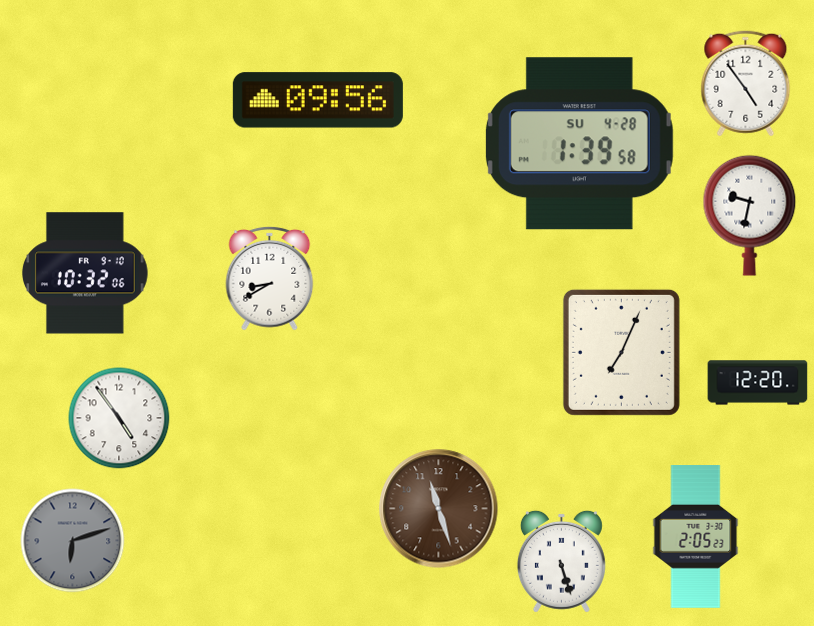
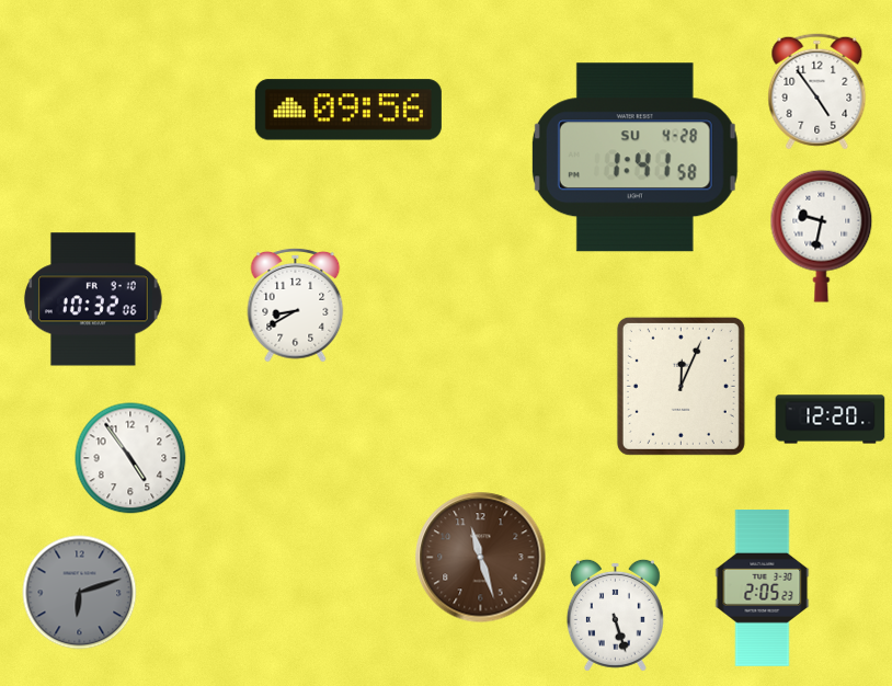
clock at (579, 144): 1:39 -> 1:41
clock at (621, 352): 7:04 -> 12:04
